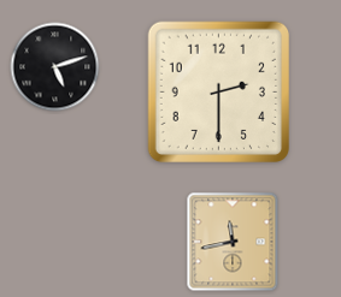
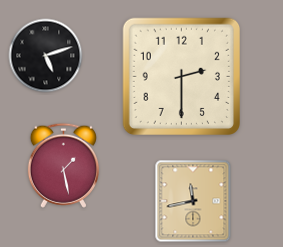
clock at (63, 165): none -> 1:28
